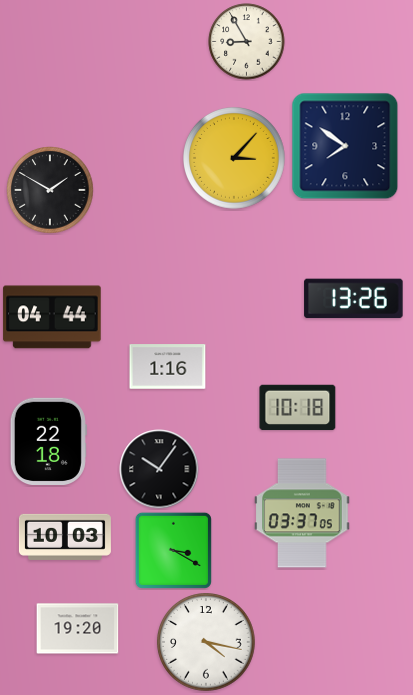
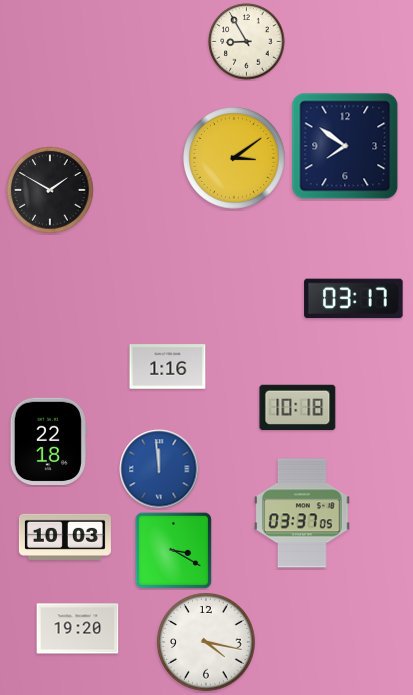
clock at (235, 159): 3:07 -> 3:09
clock at (354, 299): 13:26 -> 03:17
clock at (52, 317): 04:44 -> none
clock at (159, 469): 10:06 -> 11:59
clock at (159, 469) dial: black -> blue
